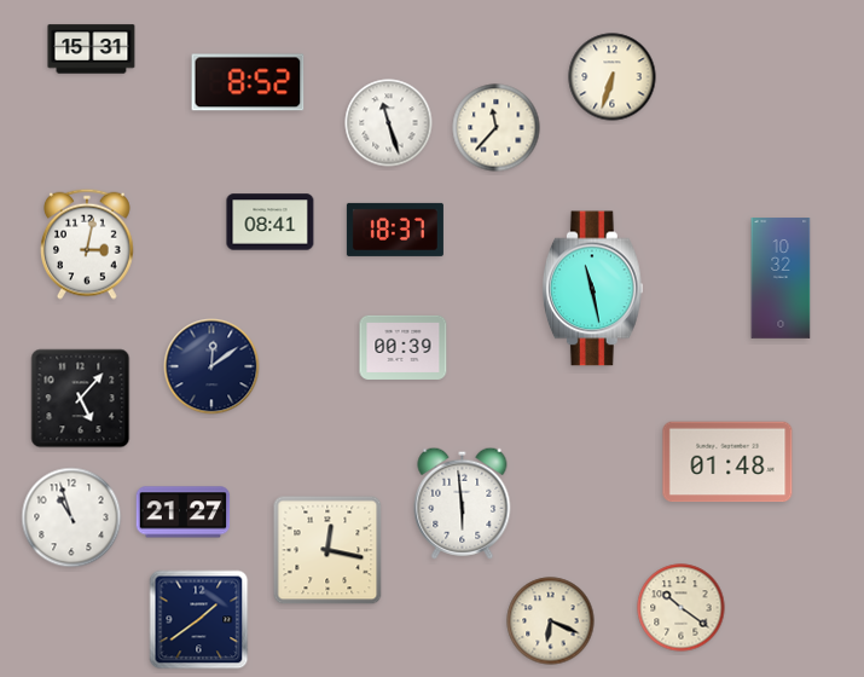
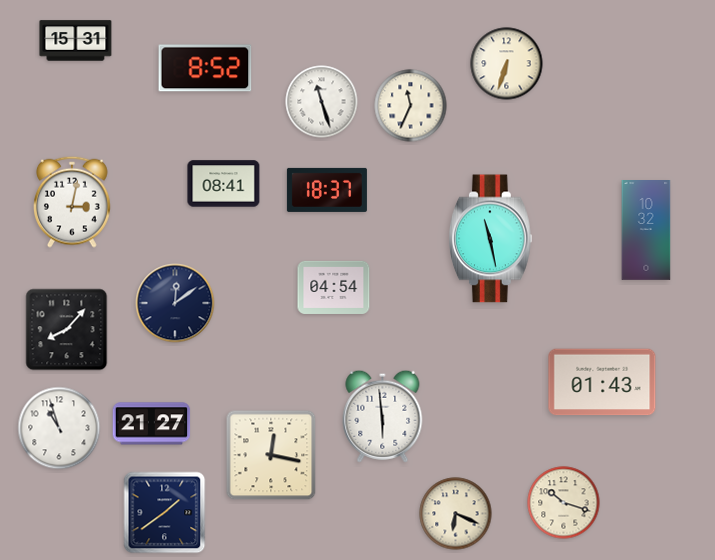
clock at (497, 128): 11:37 -> 11:34
clock at (404, 347): 00:39 -> 04:54
clock at (81, 399): 5:07 -> 8:07
clock at (727, 462): 01:48 -> 01:43
clock at (682, 608): 10:21 -> 10:18
